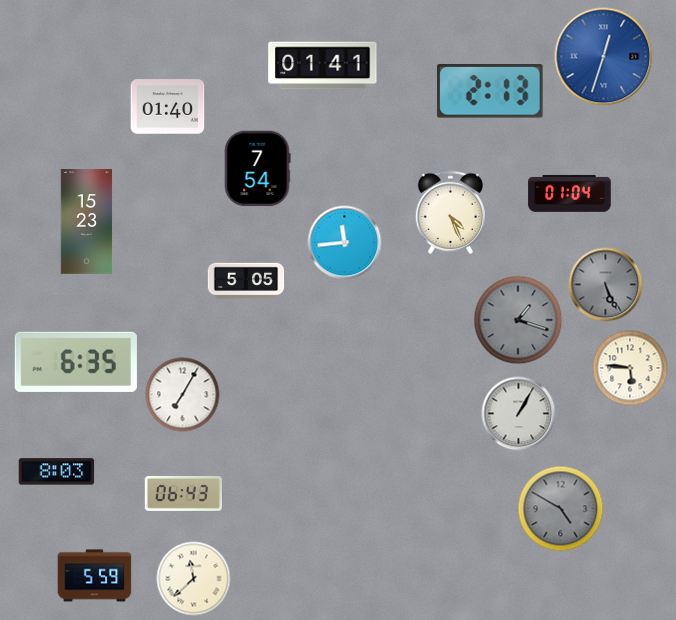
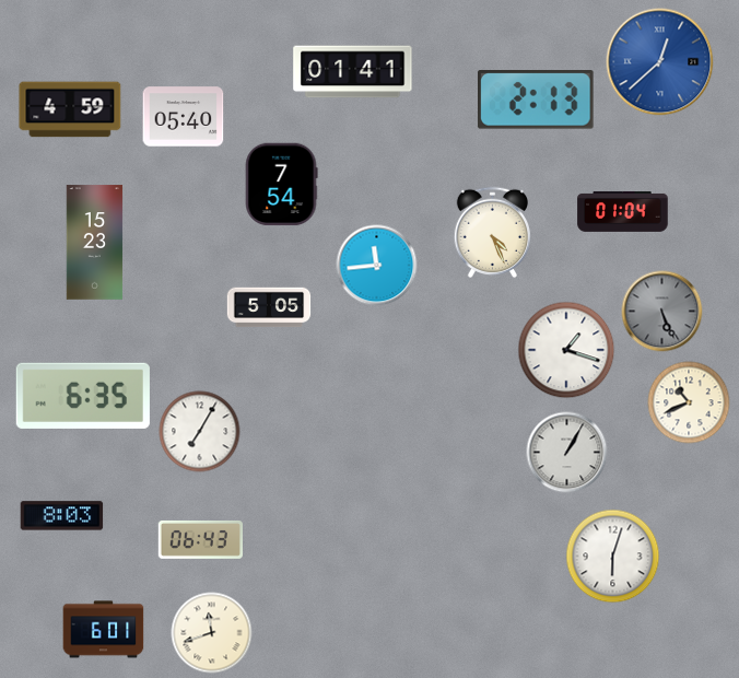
clock at (604, 57): 12:33 -> 12:38
clock at (70, 109): none -> 4:59
clock at (168, 107): 01:40 -> 05:40
clock at (518, 320) dial: grey -> white
clock at (630, 368): 5:46 -> 10:41
clock at (561, 509): 4:50 -> 6:03
clock at (561, 509) dial: grey -> white
clock at (95, 576): 5:59 -> 6:01
clock at (194, 579): 11:38 -> 11:42
